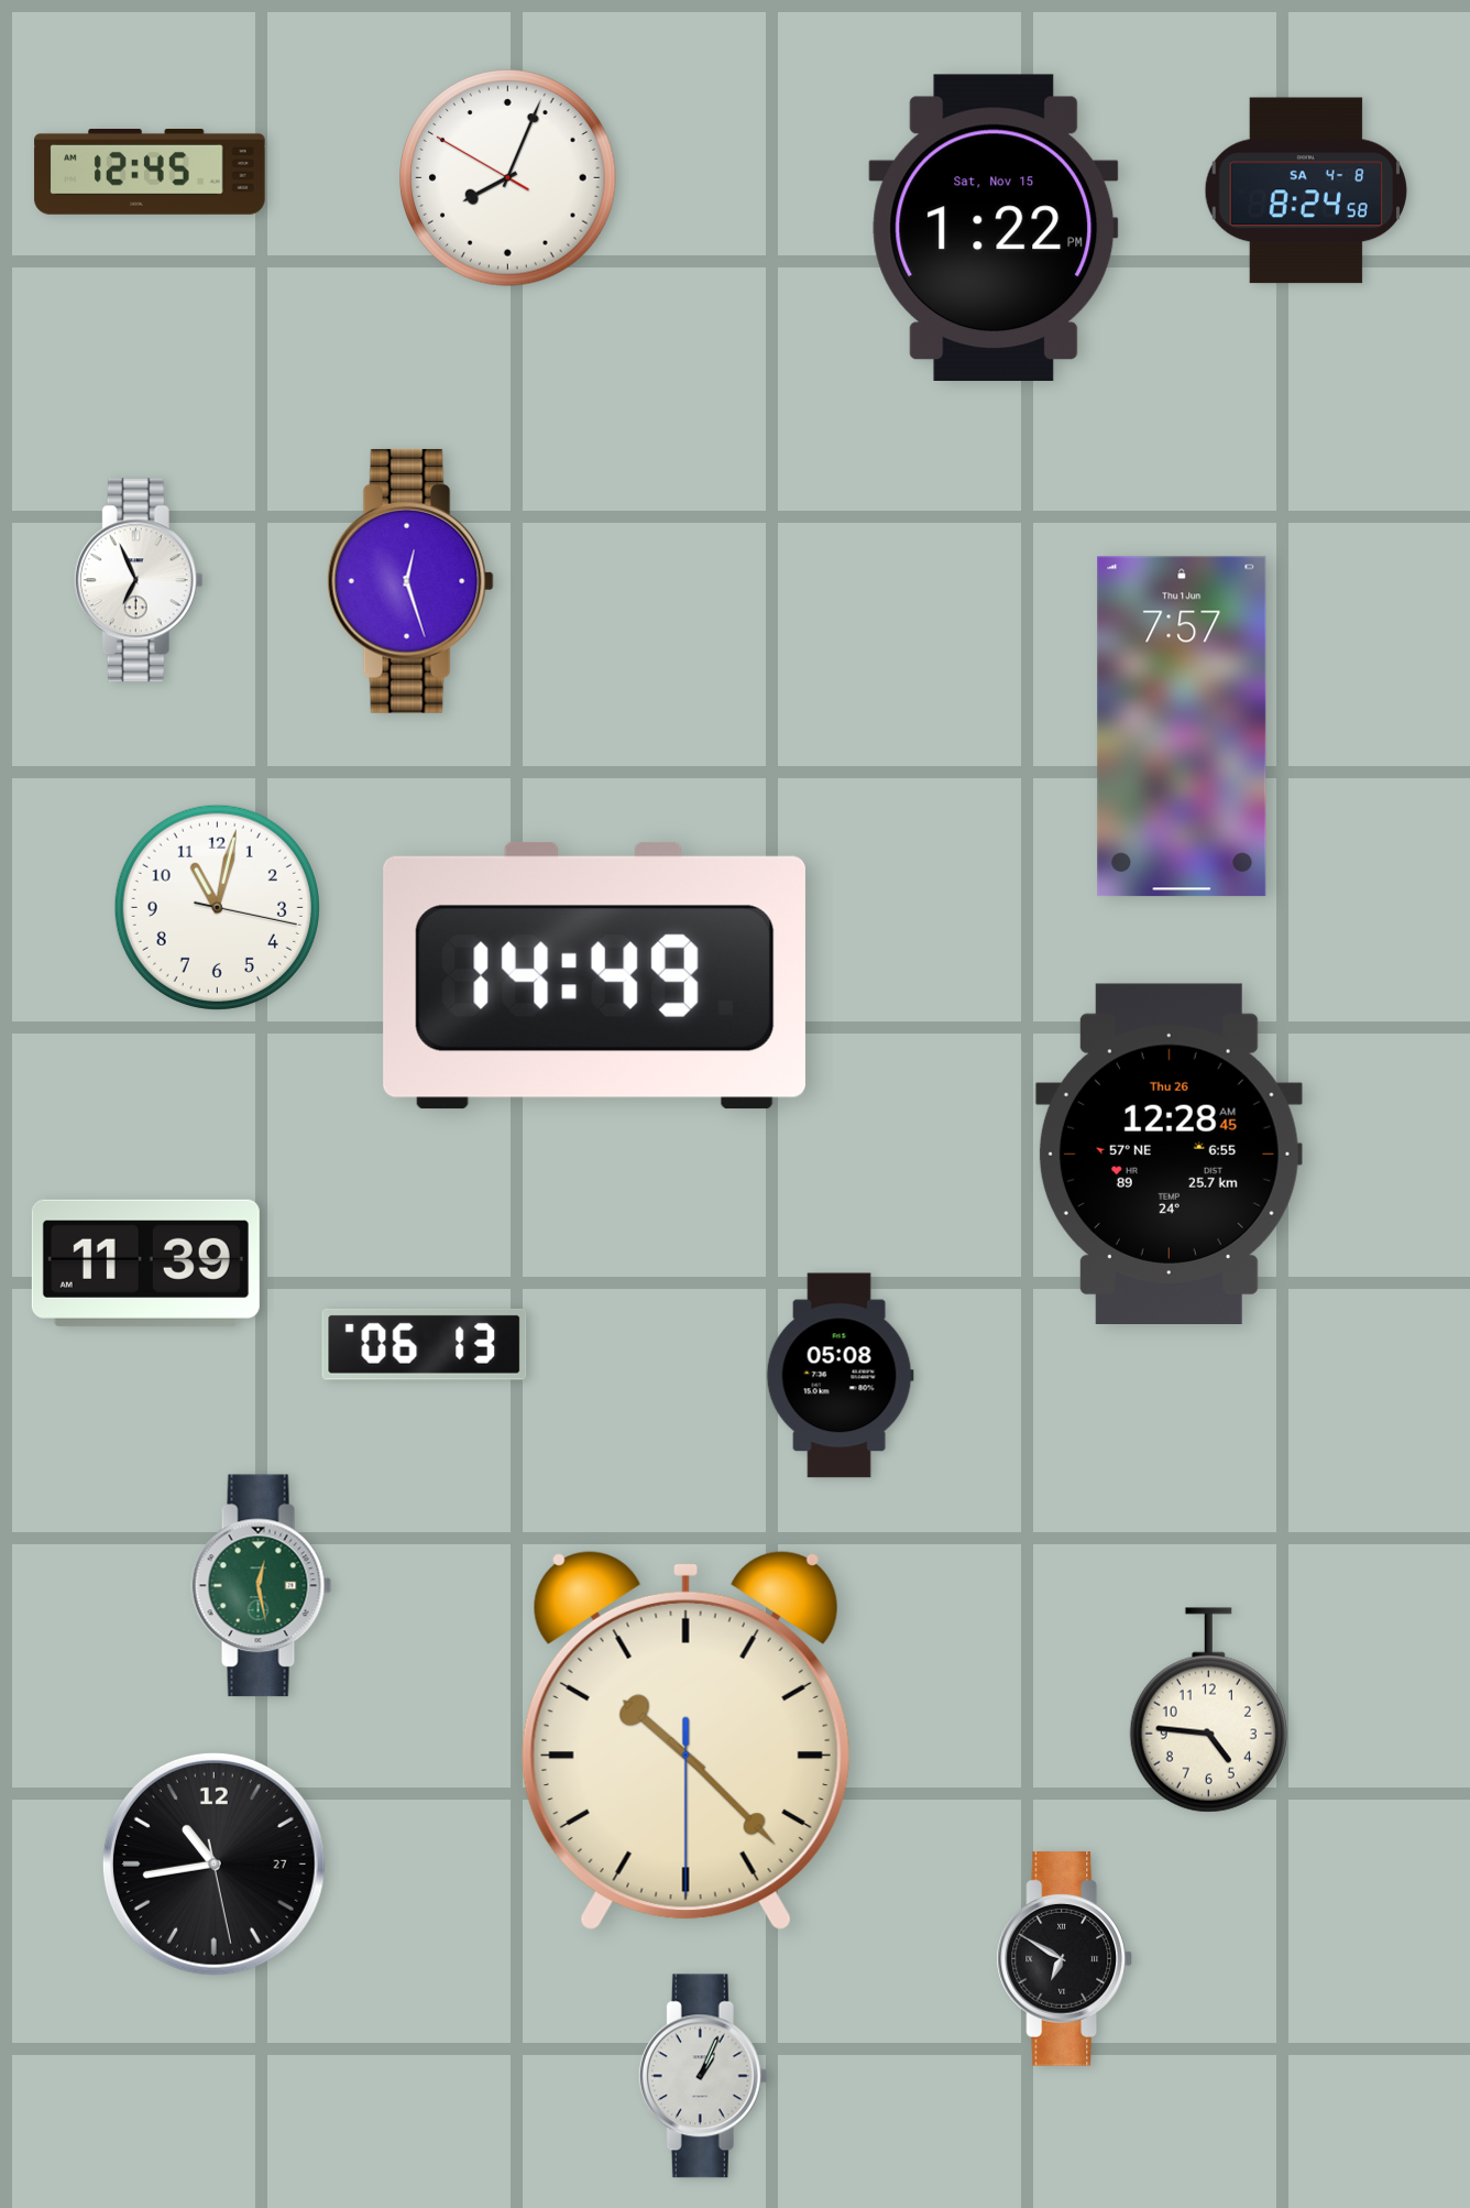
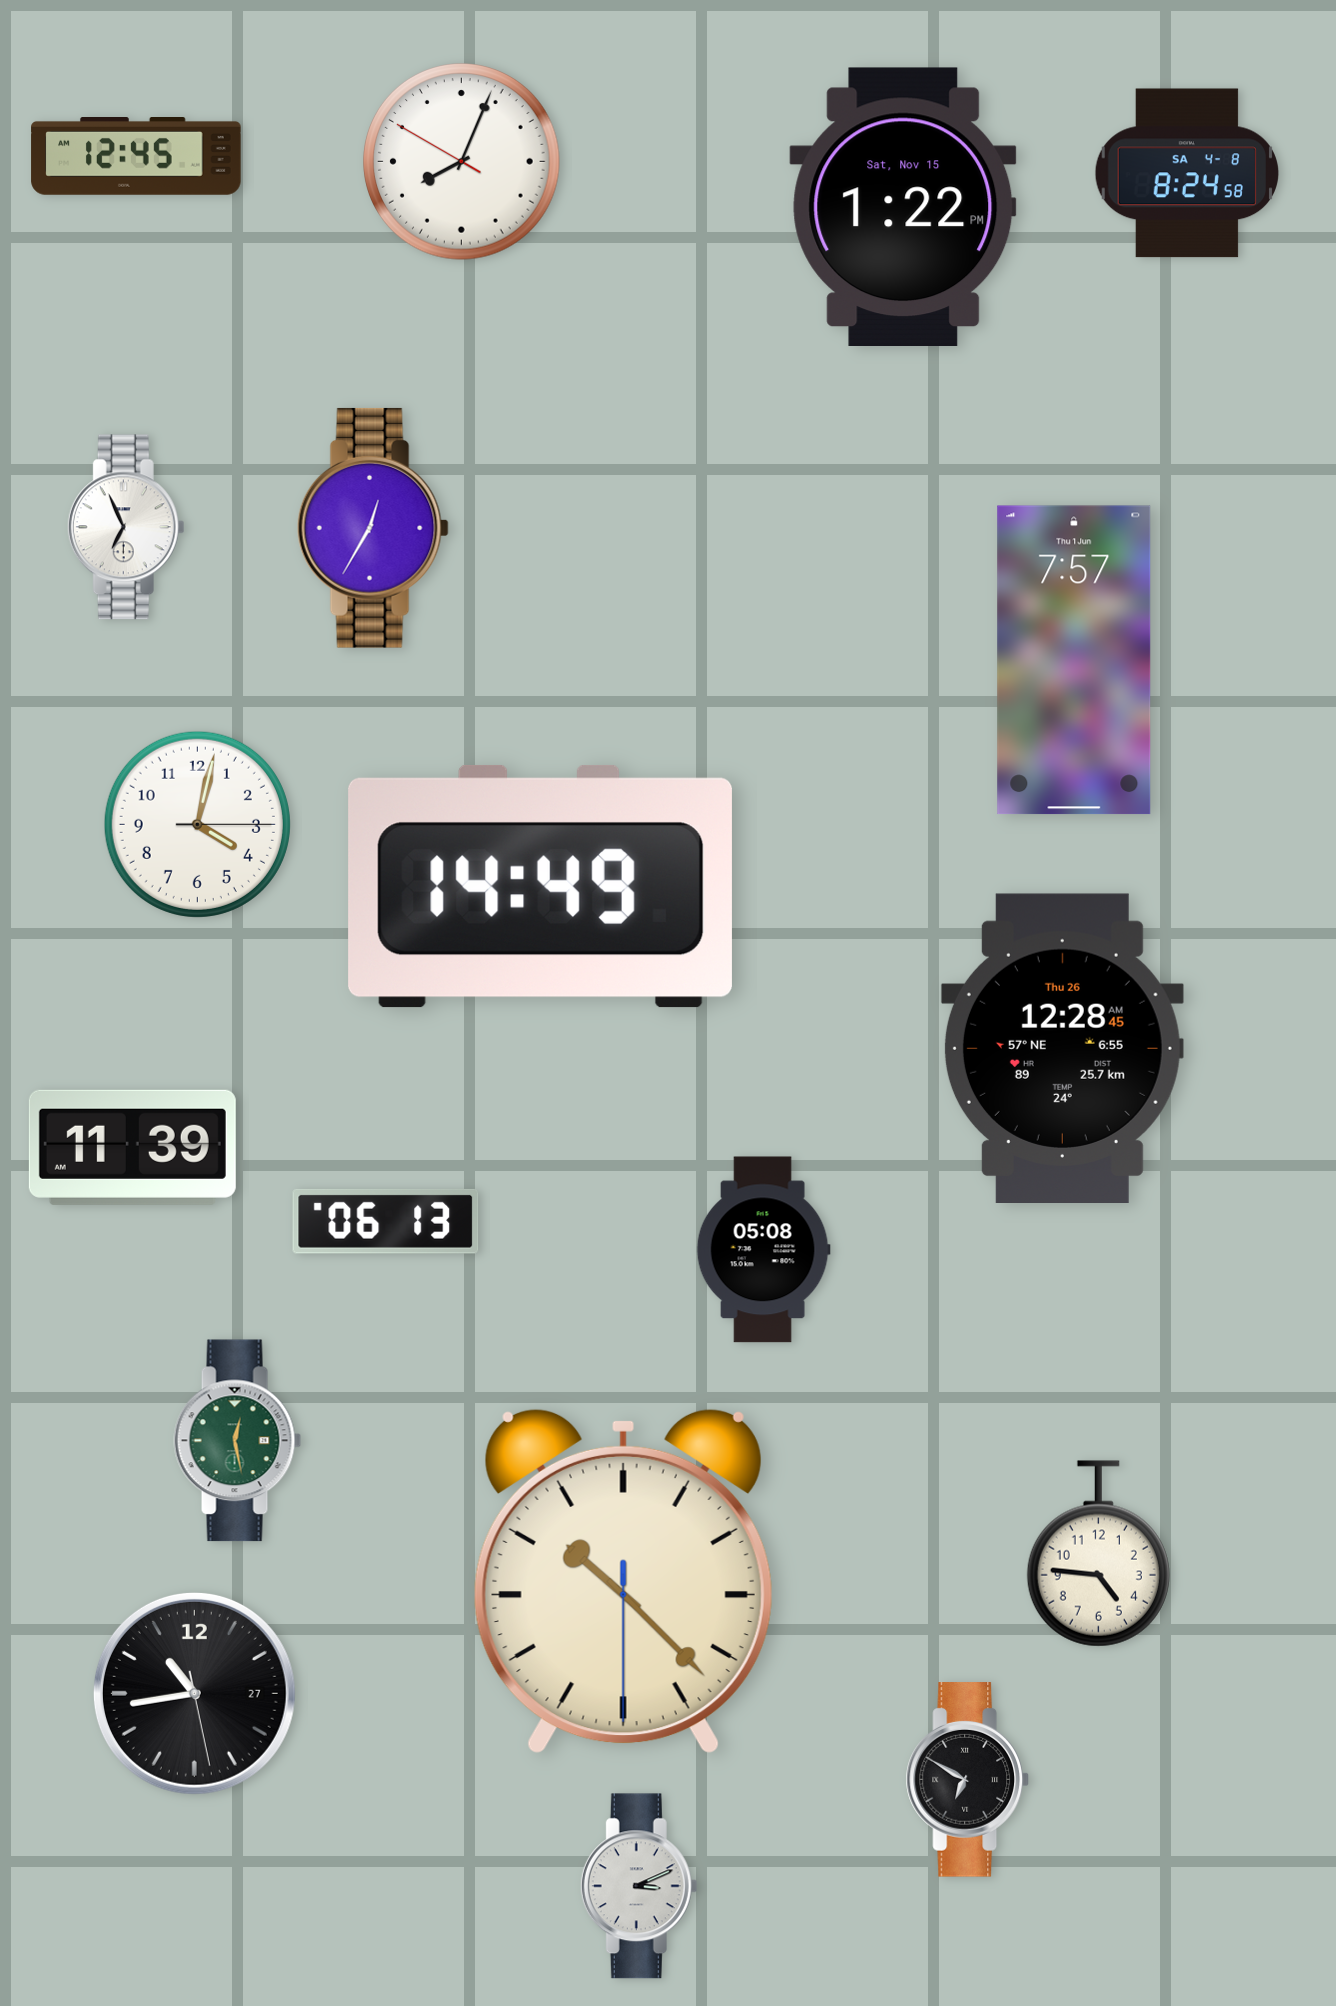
clock at (410, 581): 12:27 -> 12:35
clock at (217, 907): 11:02 -> 4:02
clock at (703, 2076): 1:04 -> 3:11
